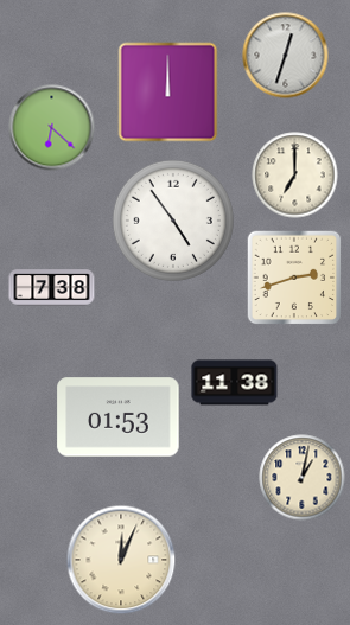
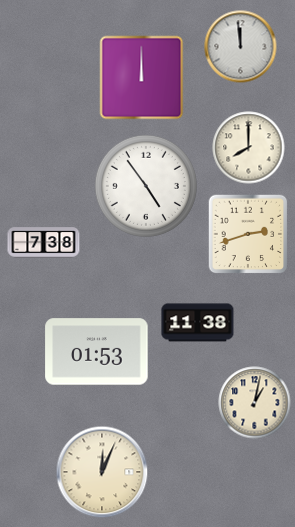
clock at (286, 56): 12:33 -> 11:59
clock at (52, 128): 6:22 -> none
clock at (295, 176): 7:00 -> 8:00
clock at (119, 417) position: (119, 417) -> (97, 352)
